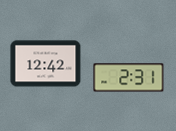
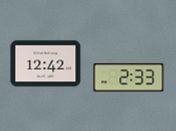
clock at (129, 78): 2:31 -> 2:33
